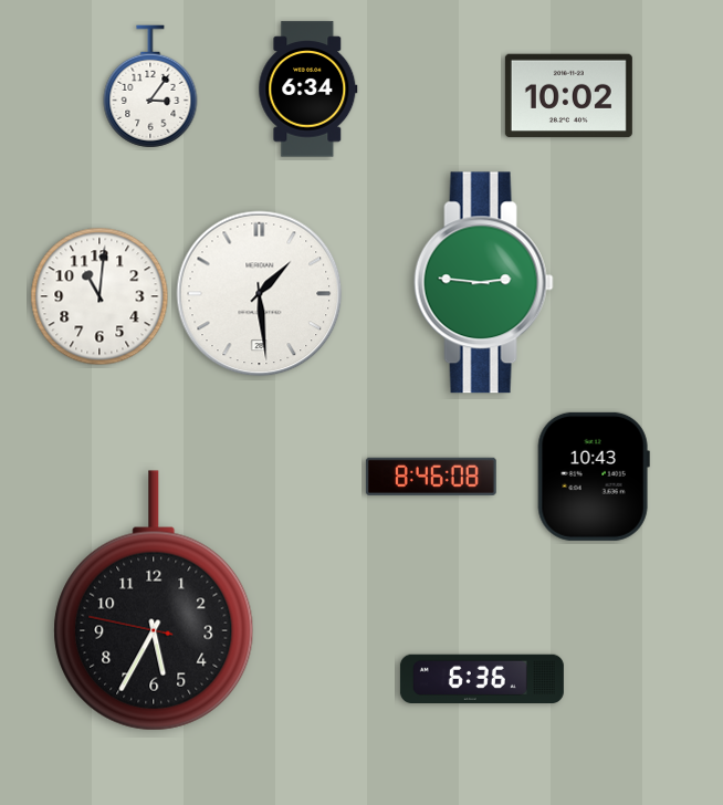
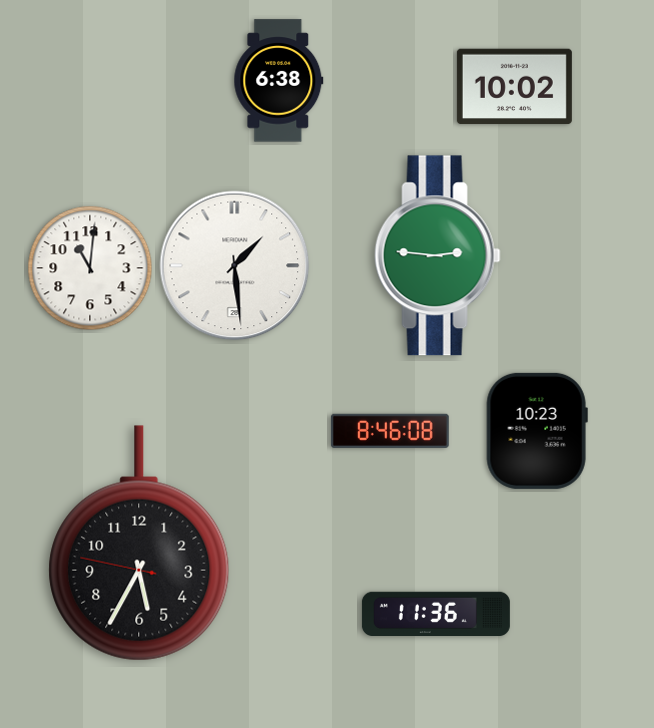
clock at (150, 86): 3:06 -> none
clock at (308, 90): 6:34 -> 6:38
clock at (594, 477): 10:43 -> 10:23
clock at (482, 678): 6:36 -> 11:36
